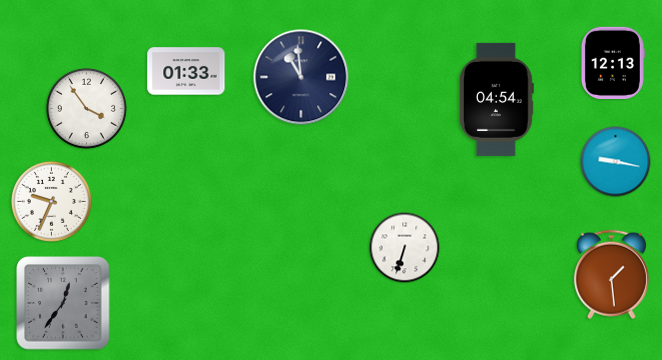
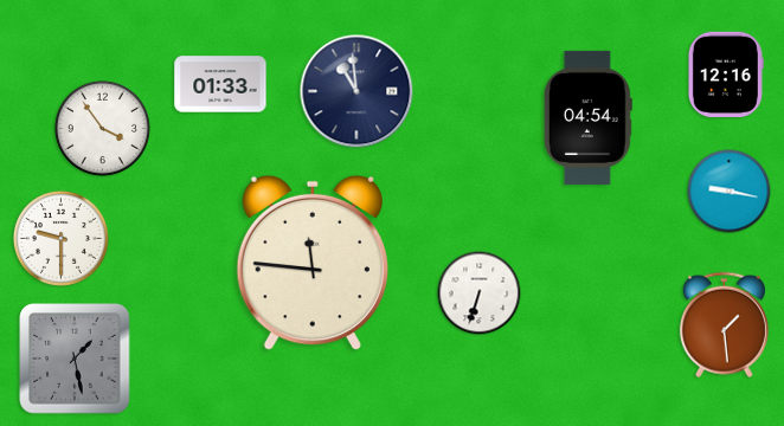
clock at (612, 62): 12:13 -> 12:16
clock at (51, 201): 9:34 -> 9:30
clock at (313, 263): none -> 11:46
clock at (63, 303): 12:36 -> 1:28
